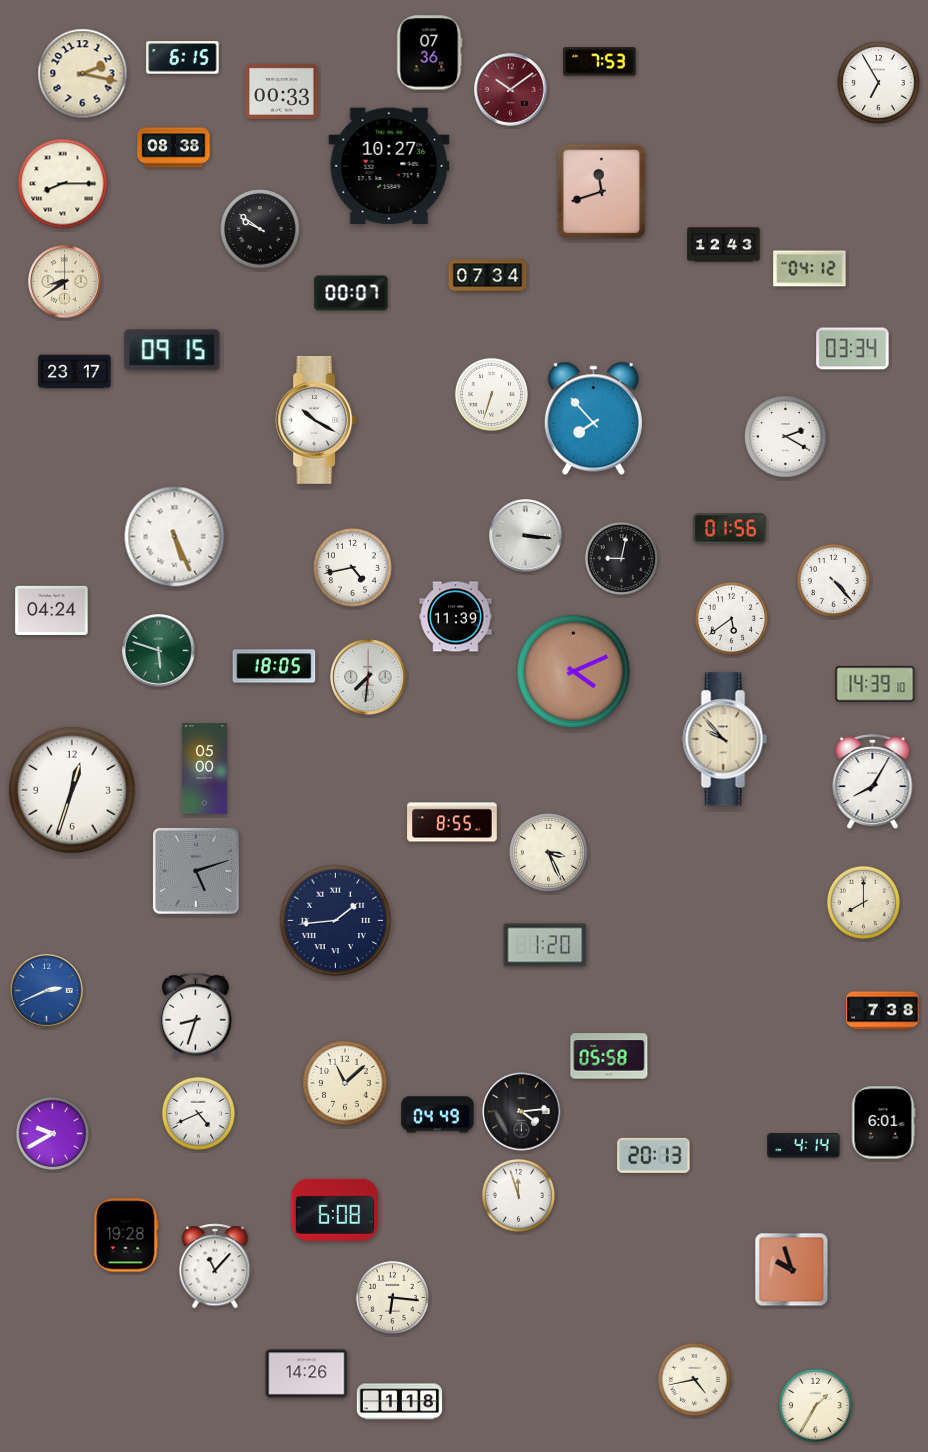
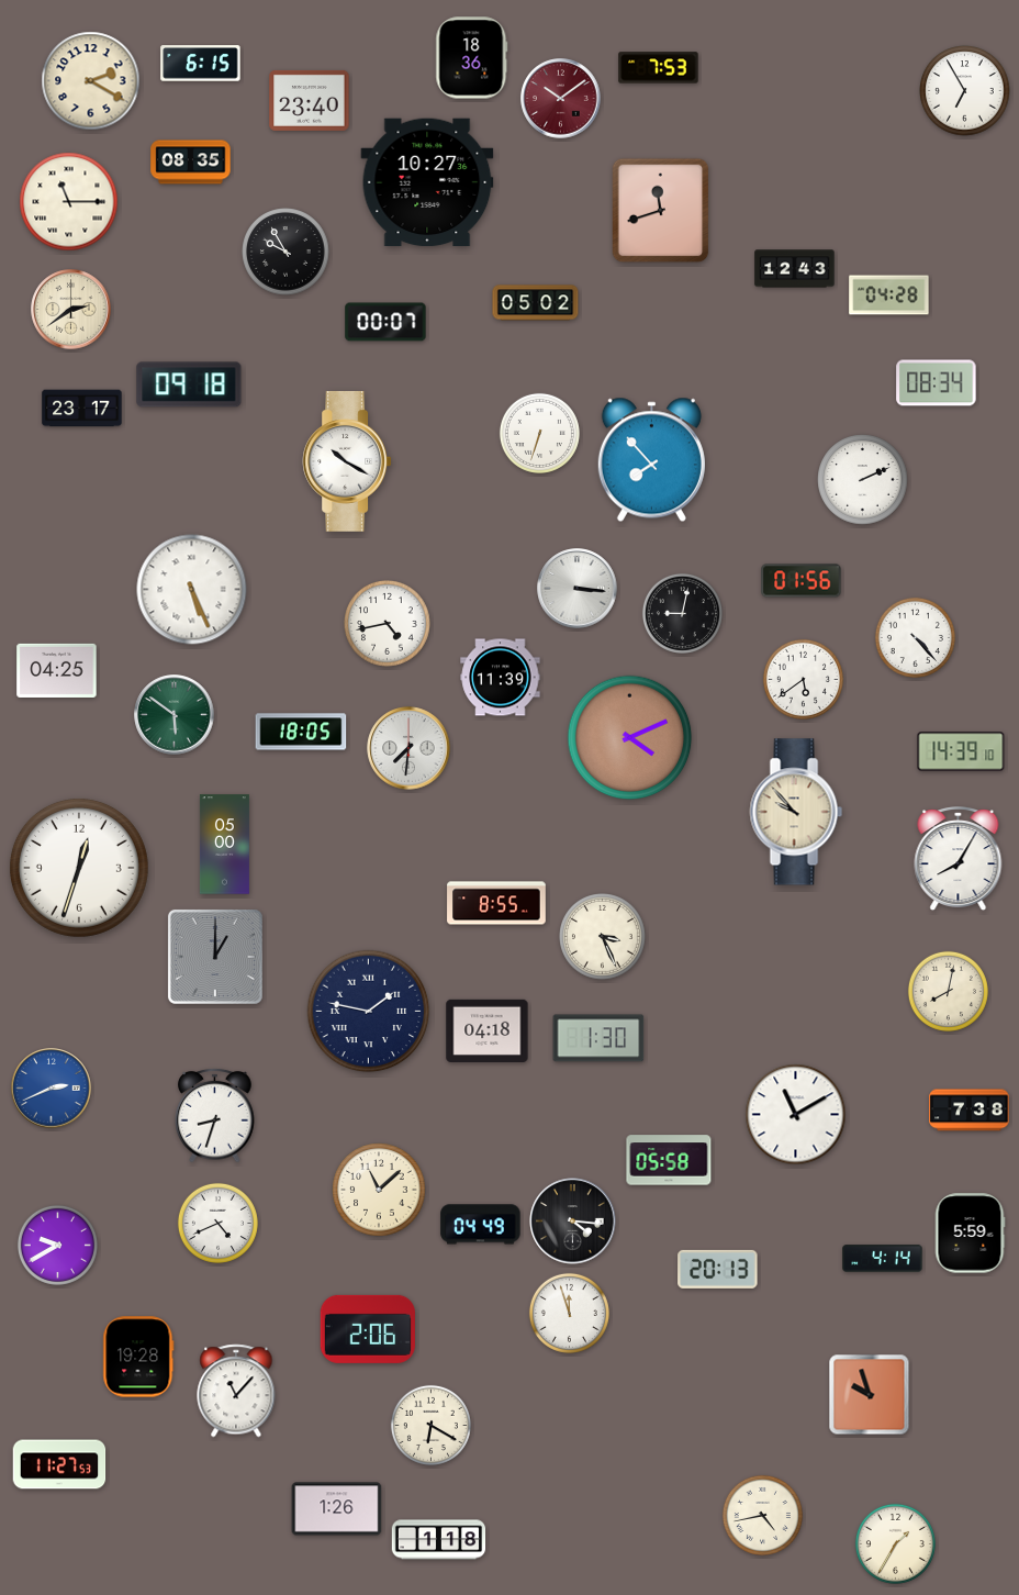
clock at (430, 53): 07:36 -> 18:36
clock at (83, 74): 2:17 -> 2:20
clock at (282, 91): 00:33 -> 23:40
clock at (174, 148): 08:38 -> 08:35
clock at (63, 184): 8:15 -> 11:15
clock at (260, 229): 9:51 -> 9:55
clock at (810, 269): 04:12 -> 04:28
clock at (488, 276): 07:34 -> 05:02
clock at (65, 282): 8:39 -> 2:39
clock at (853, 349): 03:34 -> 08:34
clock at (172, 350): 09:15 -> 09:18
clock at (786, 437): 2:20 -> 2:11
clock at (52, 610): 04:24 -> 04:25
clock at (159, 651): 5:48 -> 5:51
clock at (368, 677) position: (368, 677) -> (408, 748)
clock at (196, 871): 5:12 -> 1:00
clock at (863, 902): 8:00 -> 8:02
clock at (336, 921): 1:44 -> 1:47
clock at (488, 1030): none -> 04:18
clock at (545, 945): 1:20 -> 1:30
clock at (796, 1115): none -> 11:10
clock at (522, 1112): 4:14 -> 4:16
clock at (883, 1123): 6:01 -> 5:59
clock at (335, 1210): 6:08 -> 2:06
clock at (392, 1297): 6:16 -> 6:20
clock at (59, 1464): none -> 11:27
clock at (307, 1374): 14:26 -> 1:26
